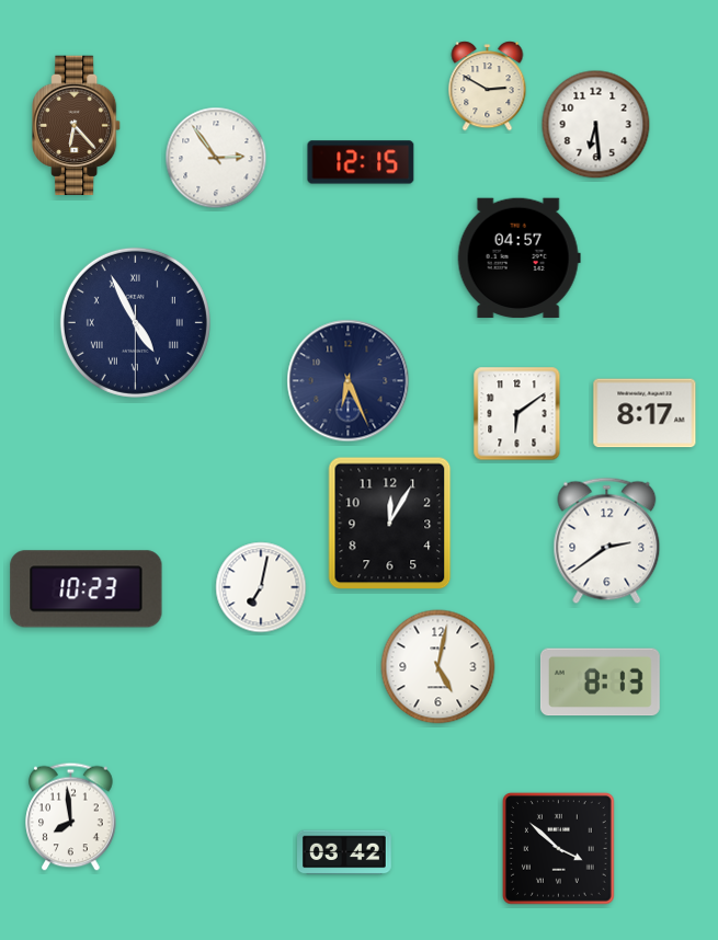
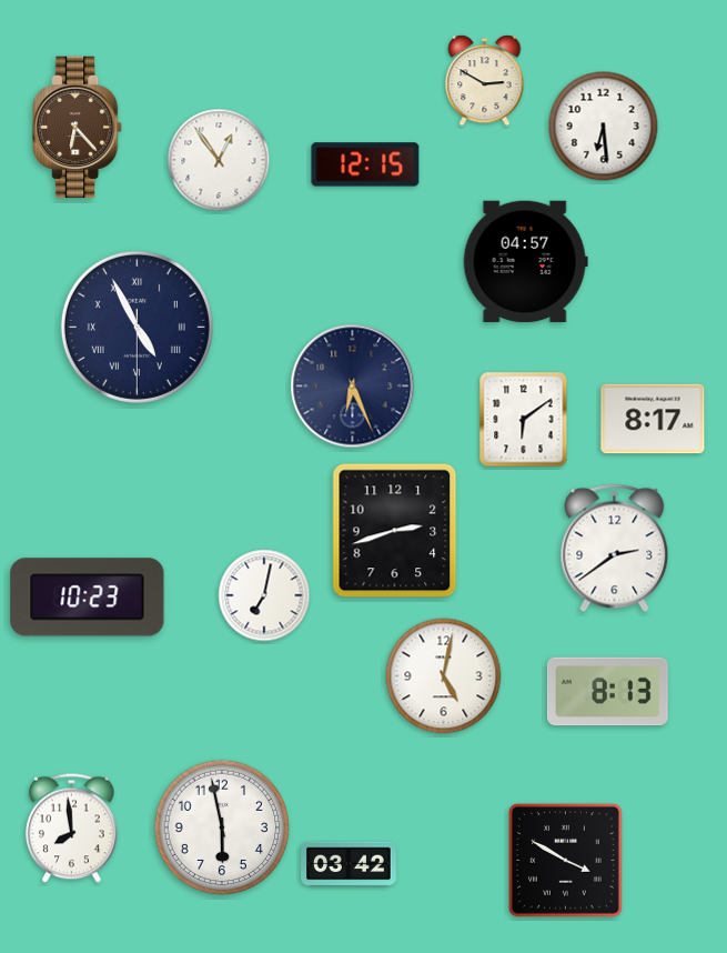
clock at (488, 87) position: (488, 87) -> (485, 81)
clock at (216, 158): 2:54 -> 12:54
clock at (390, 524): 12:05 -> 2:42
clock at (222, 827): none -> 5:58
clock at (558, 848): 3:52 -> 3:50
